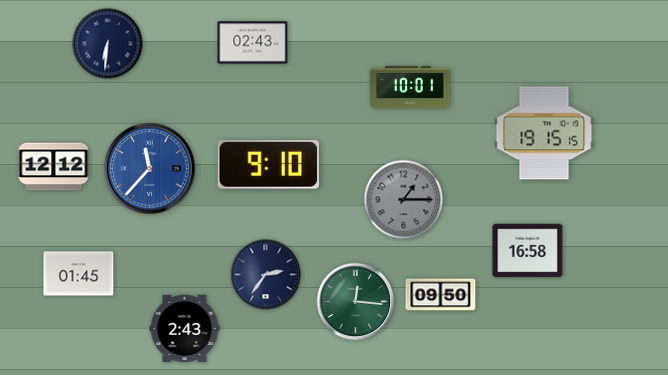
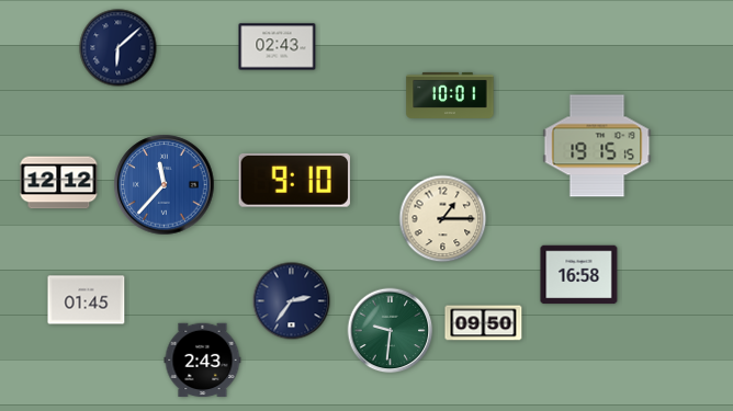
clock at (108, 44): 6:31 -> 6:08
clock at (404, 200) dial: grey -> cream
clock at (356, 302): 12:16 -> 9:31
